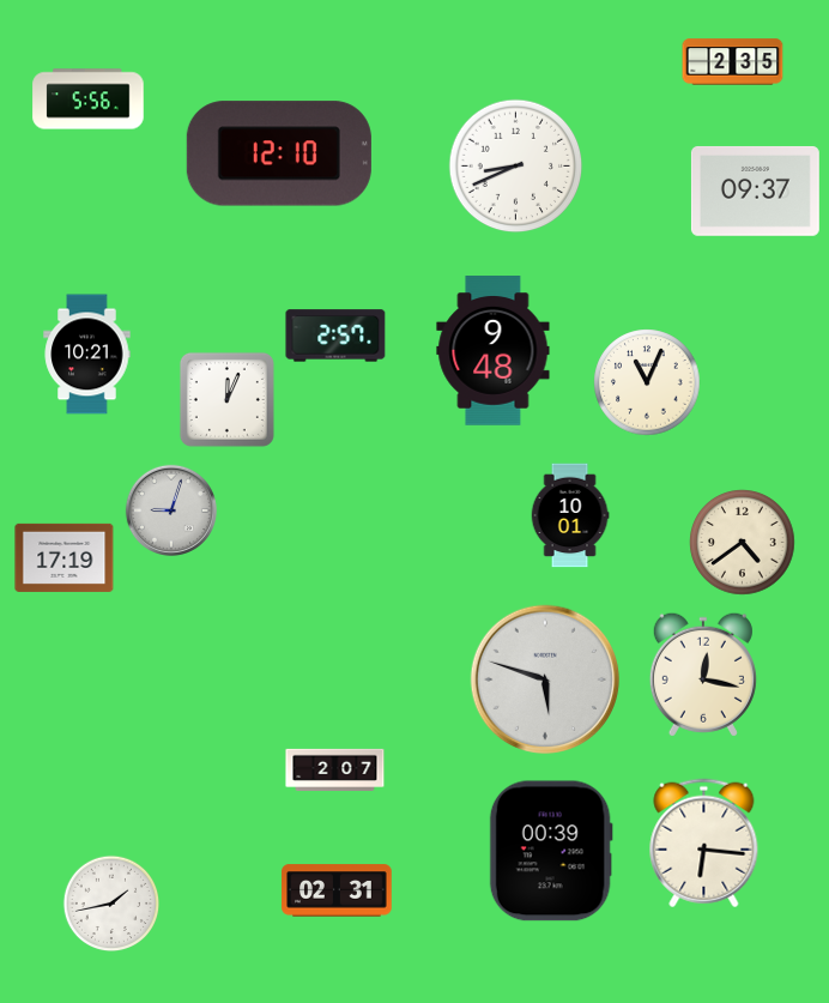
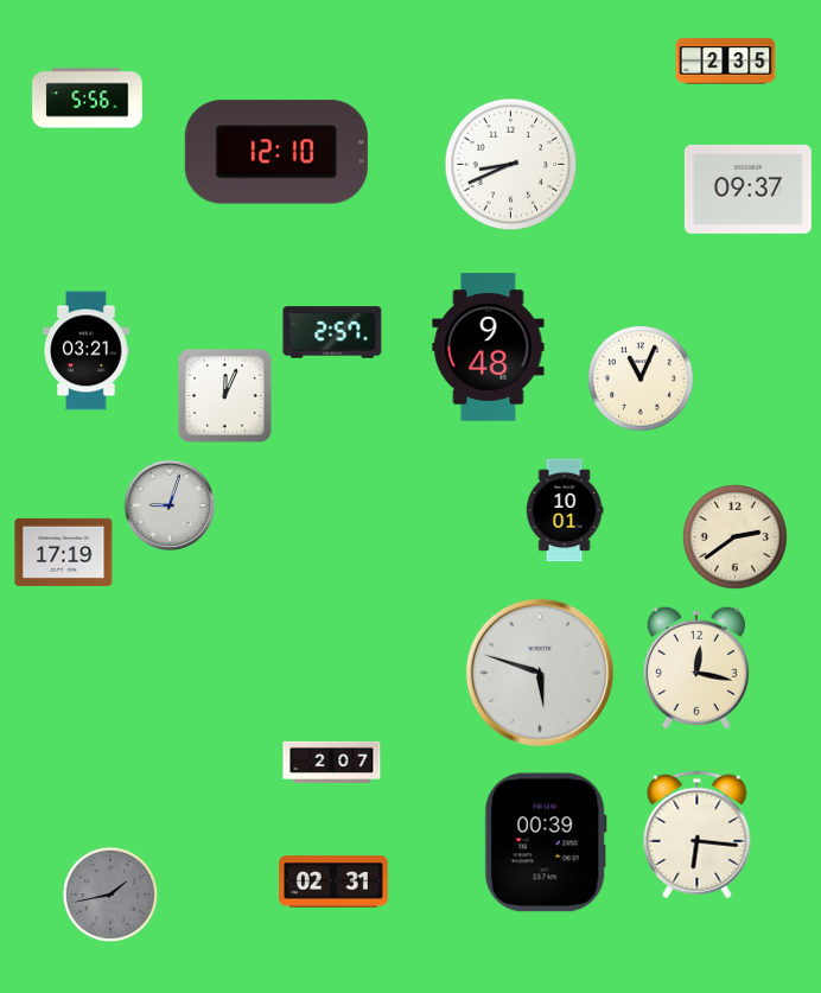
clock at (87, 355): 10:21 -> 03:21
clock at (743, 543): 4:39 -> 2:39
clock at (111, 904) dial: white -> grey
